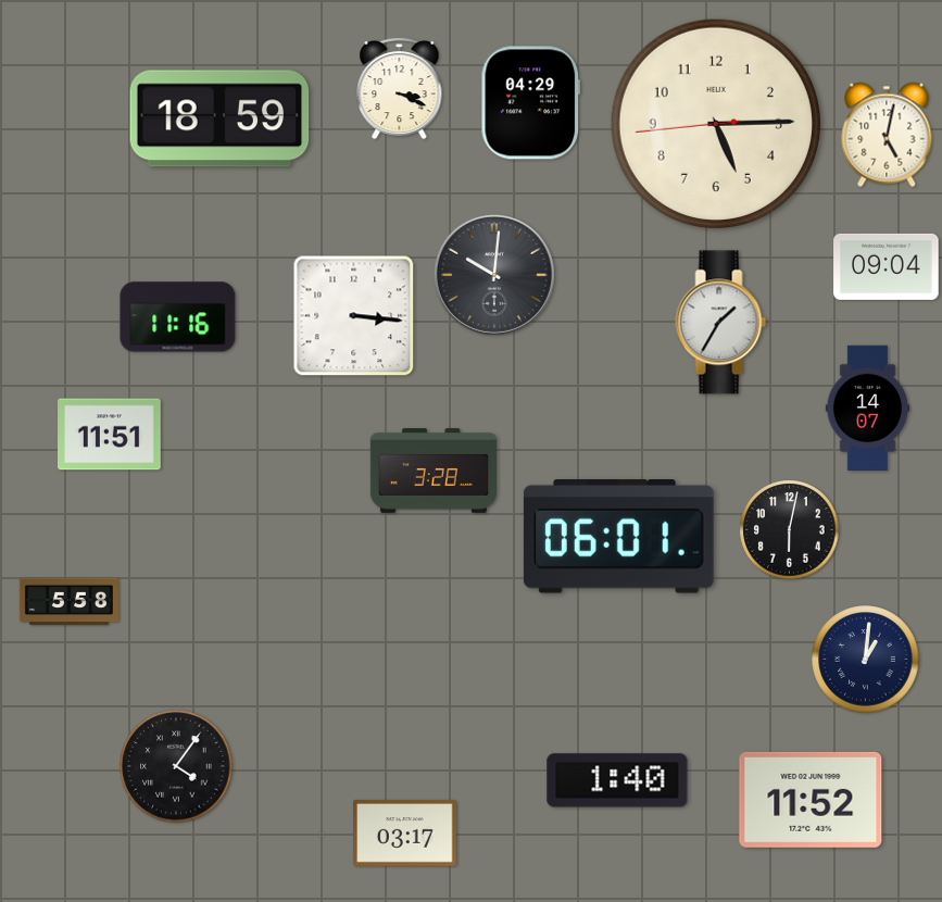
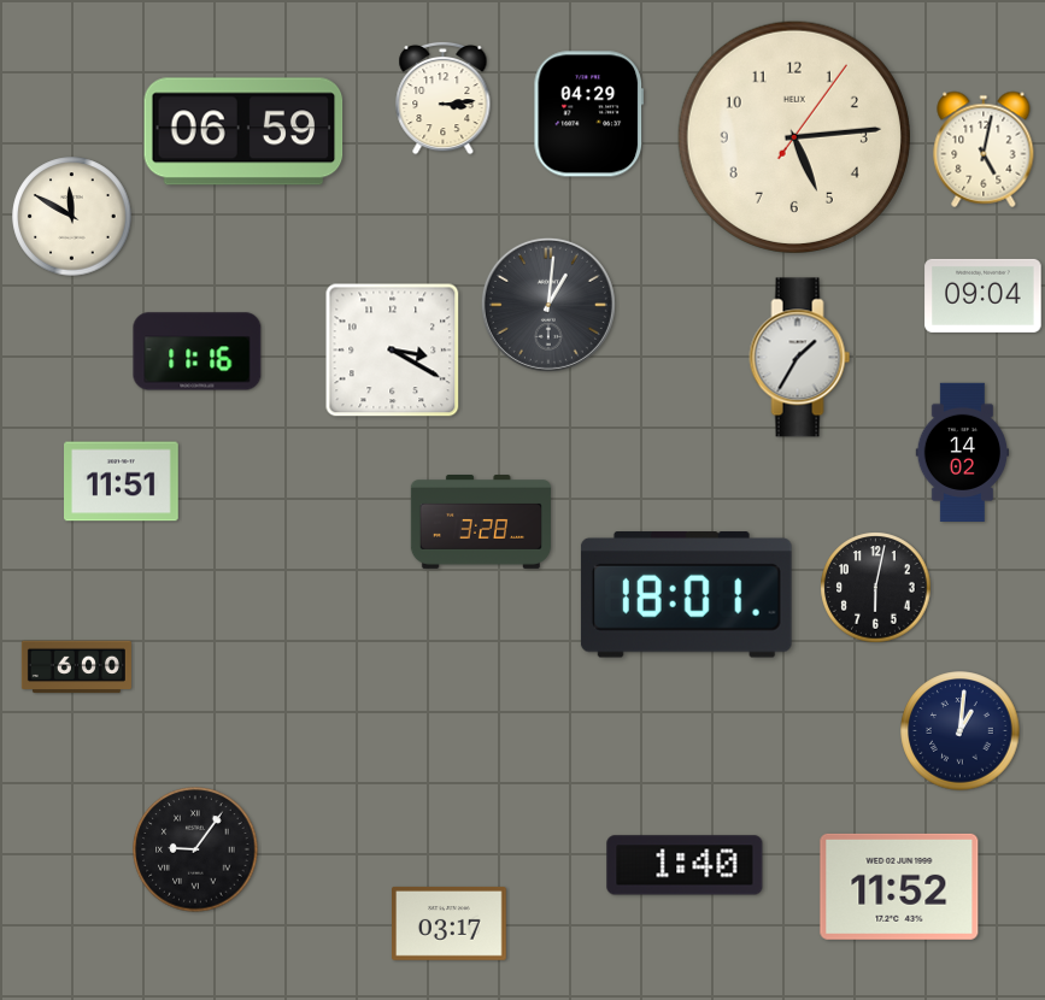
clock at (400, 88): 3:19 -> 3:14
clock at (219, 118): 18:59 -> 06:59
clock at (716, 124): 5:14:44 -> 5:14:06
clock at (72, 217): none -> 11:50
clock at (494, 275): 10:01 -> 1:01
clock at (354, 316): 3:16 -> 3:20
clock at (868, 409): 14:07 -> 14:02
clock at (618, 537): 06:01 -> 18:01
clock at (68, 602): 5:58 -> 6:00
clock at (176, 766): 4:06 -> 9:06
